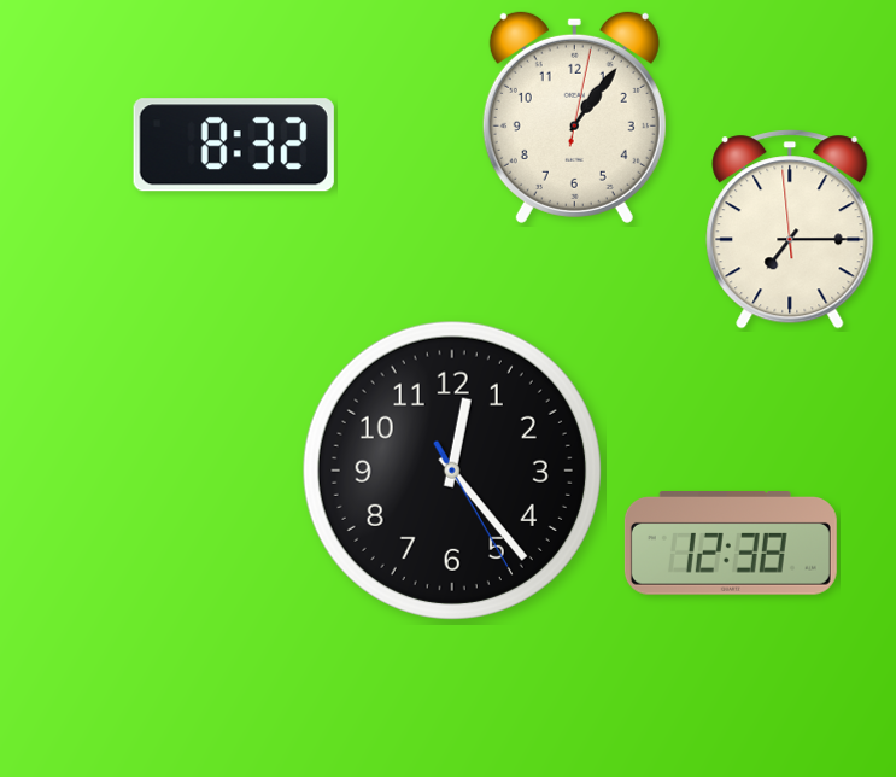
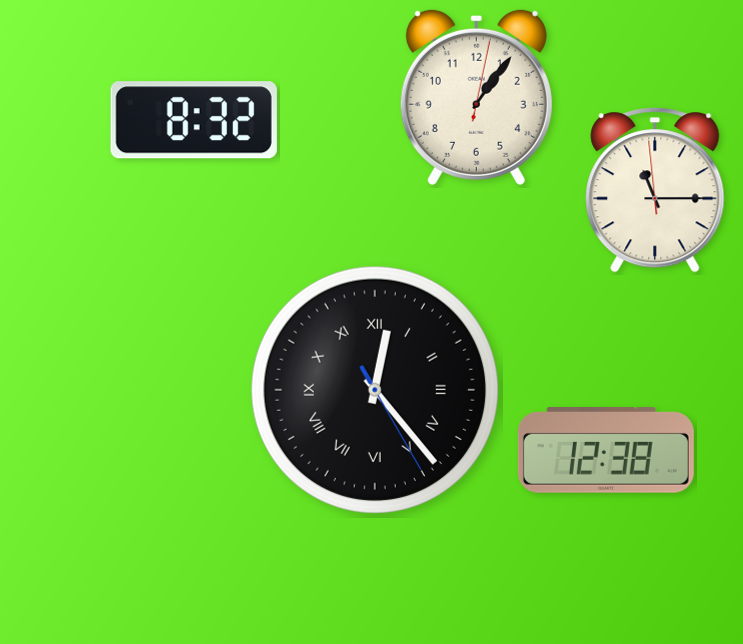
clock at (790, 229): 7:14 -> 11:14
clock at (452, 471) numerals: Arabic -> Roman
